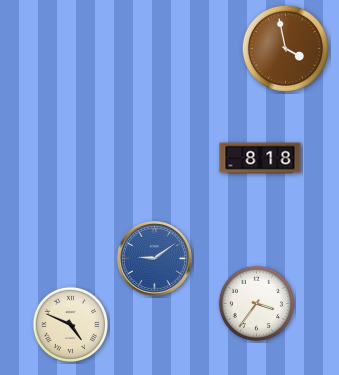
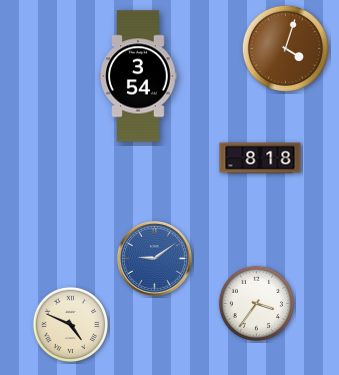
clock at (285, 48): 3:58 -> 4:03
clock at (138, 76): none -> 3:54
